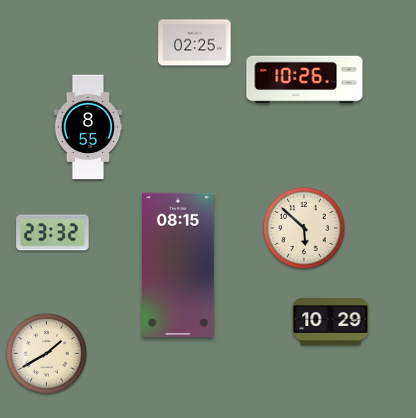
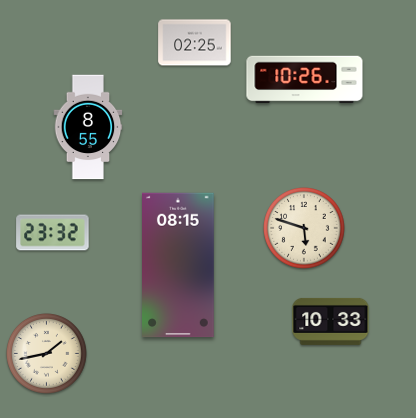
clock at (304, 228): 5:52 -> 5:48
clock at (331, 321): 10:29 -> 10:33
clock at (47, 354): 1:40 -> 1:43
